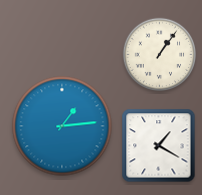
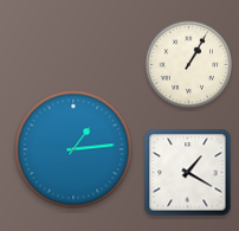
clock at (160, 55): 1:06 -> 1:05
